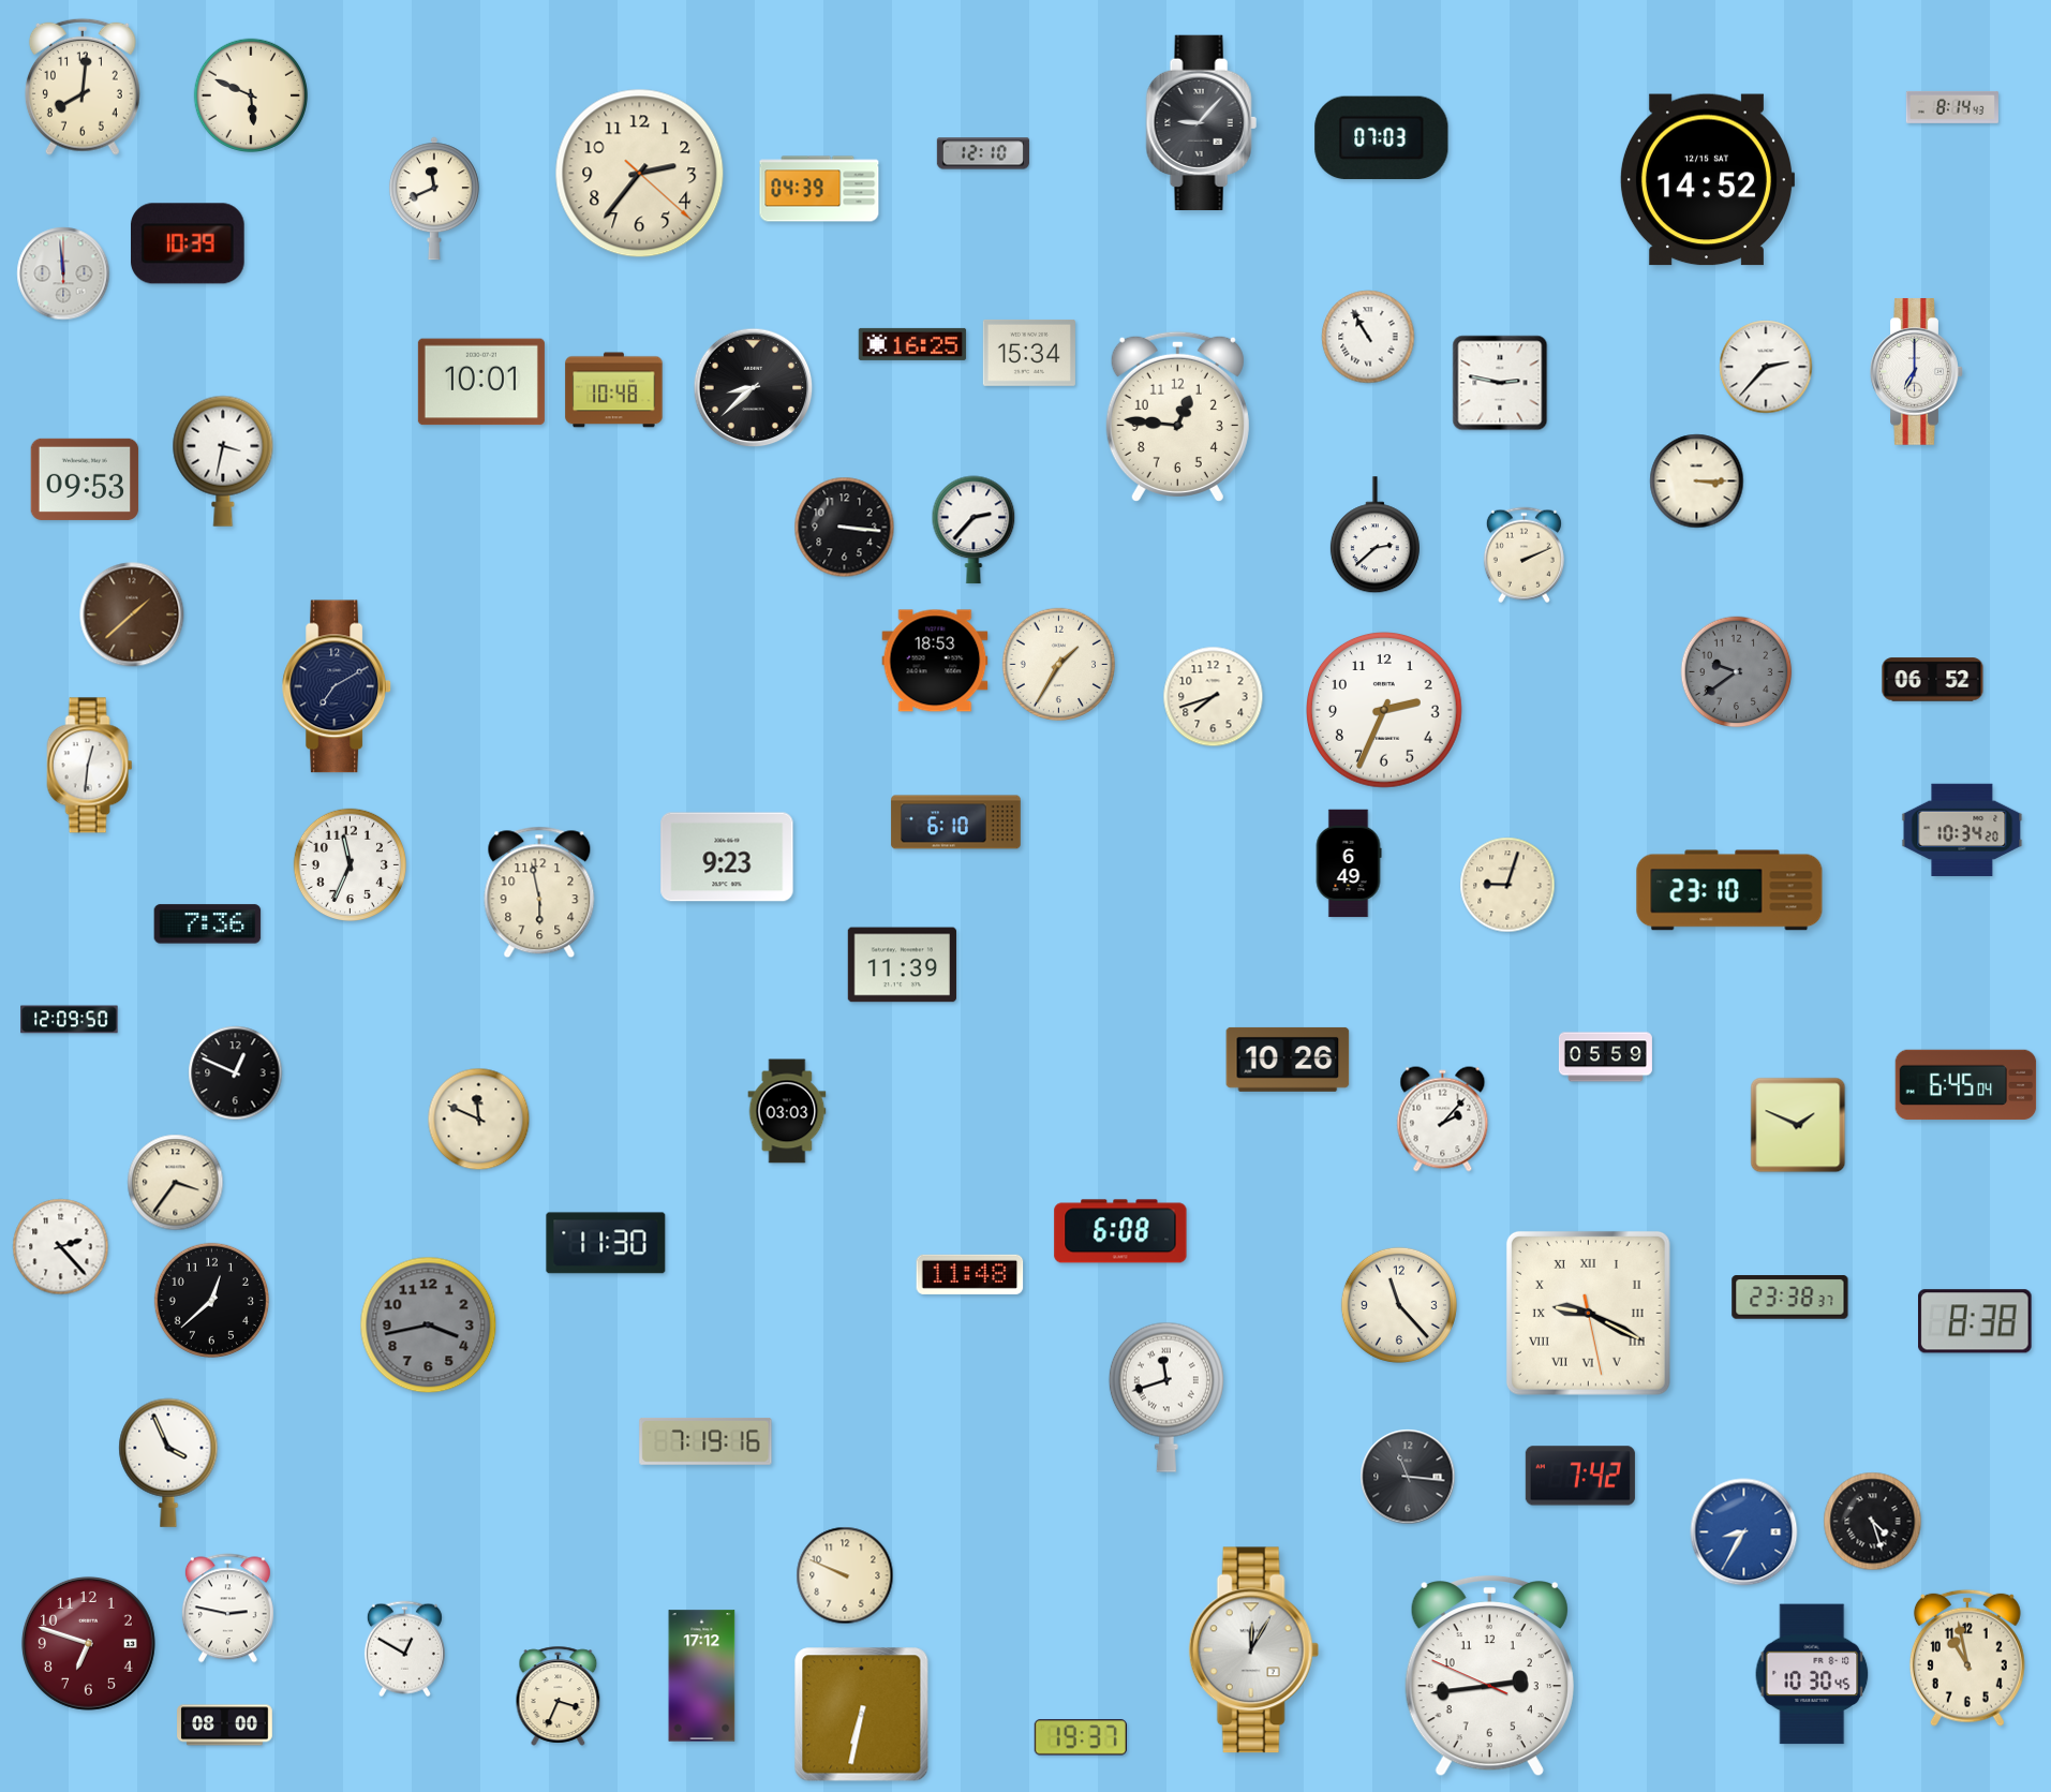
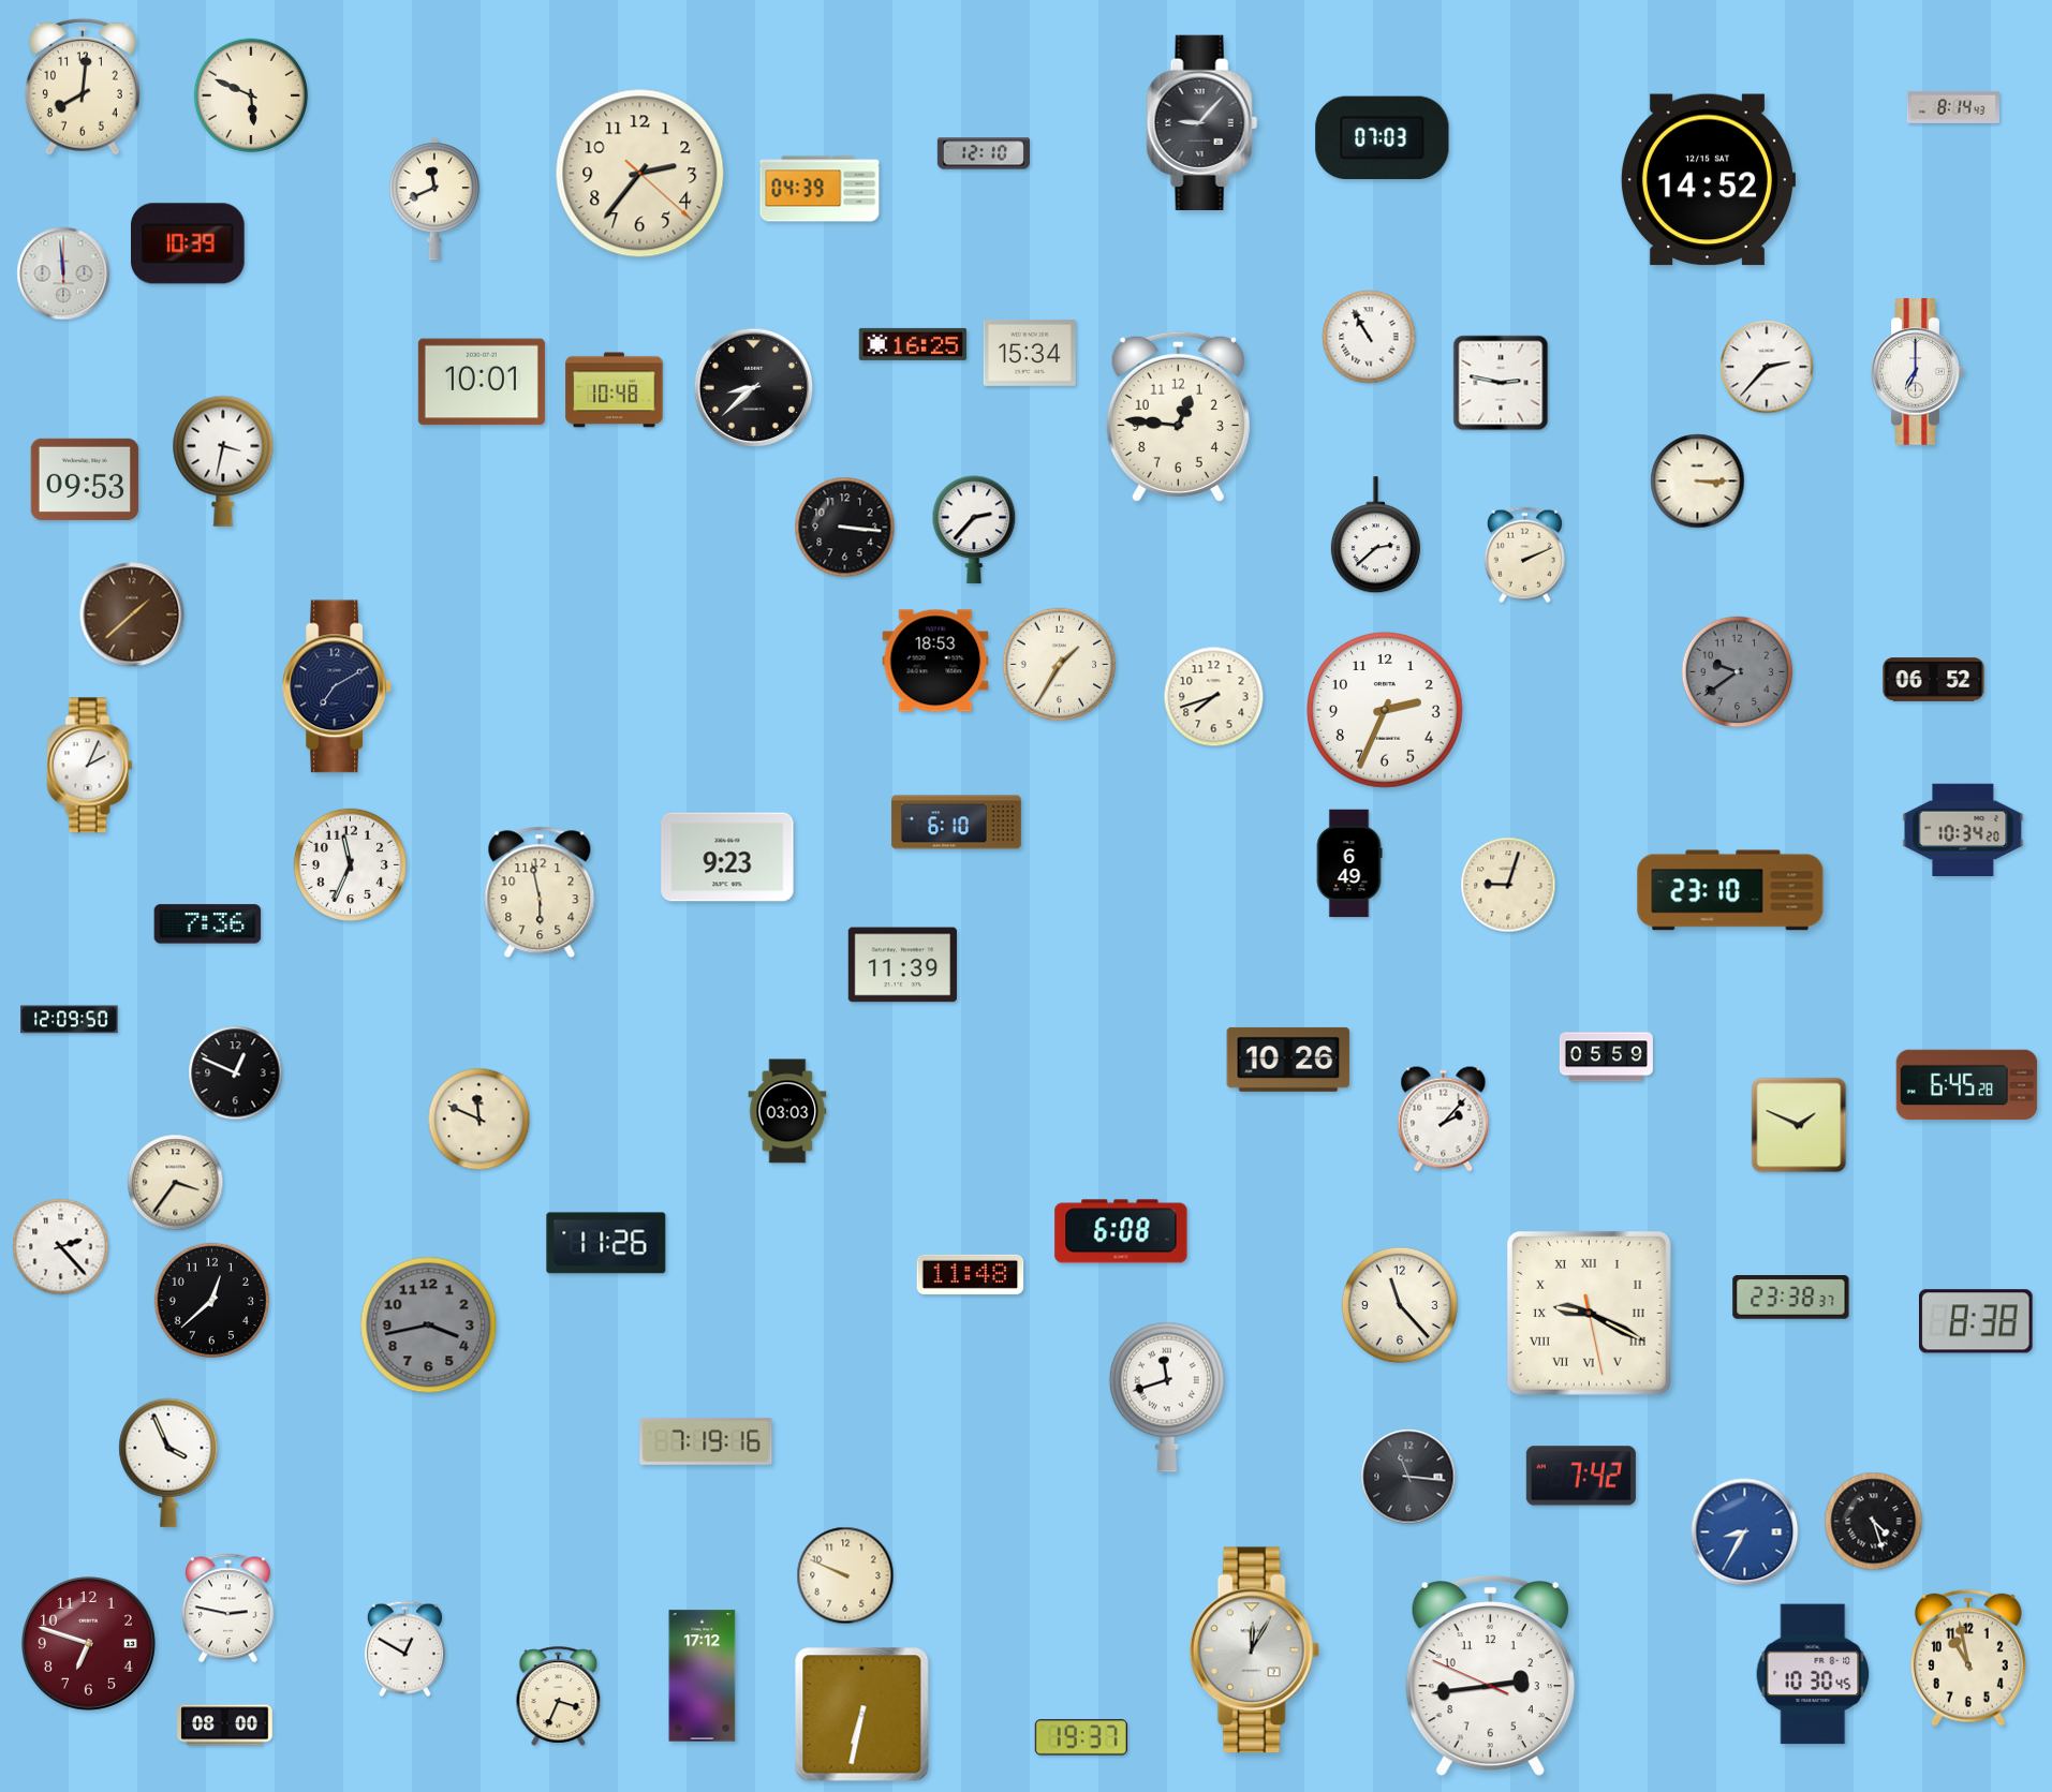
clock at (90, 766): 12:31 -> 2:04
clock at (1966, 1085): 6:45:04 -> 6:45:28
clock at (606, 1243): 11:30 -> 11:26
